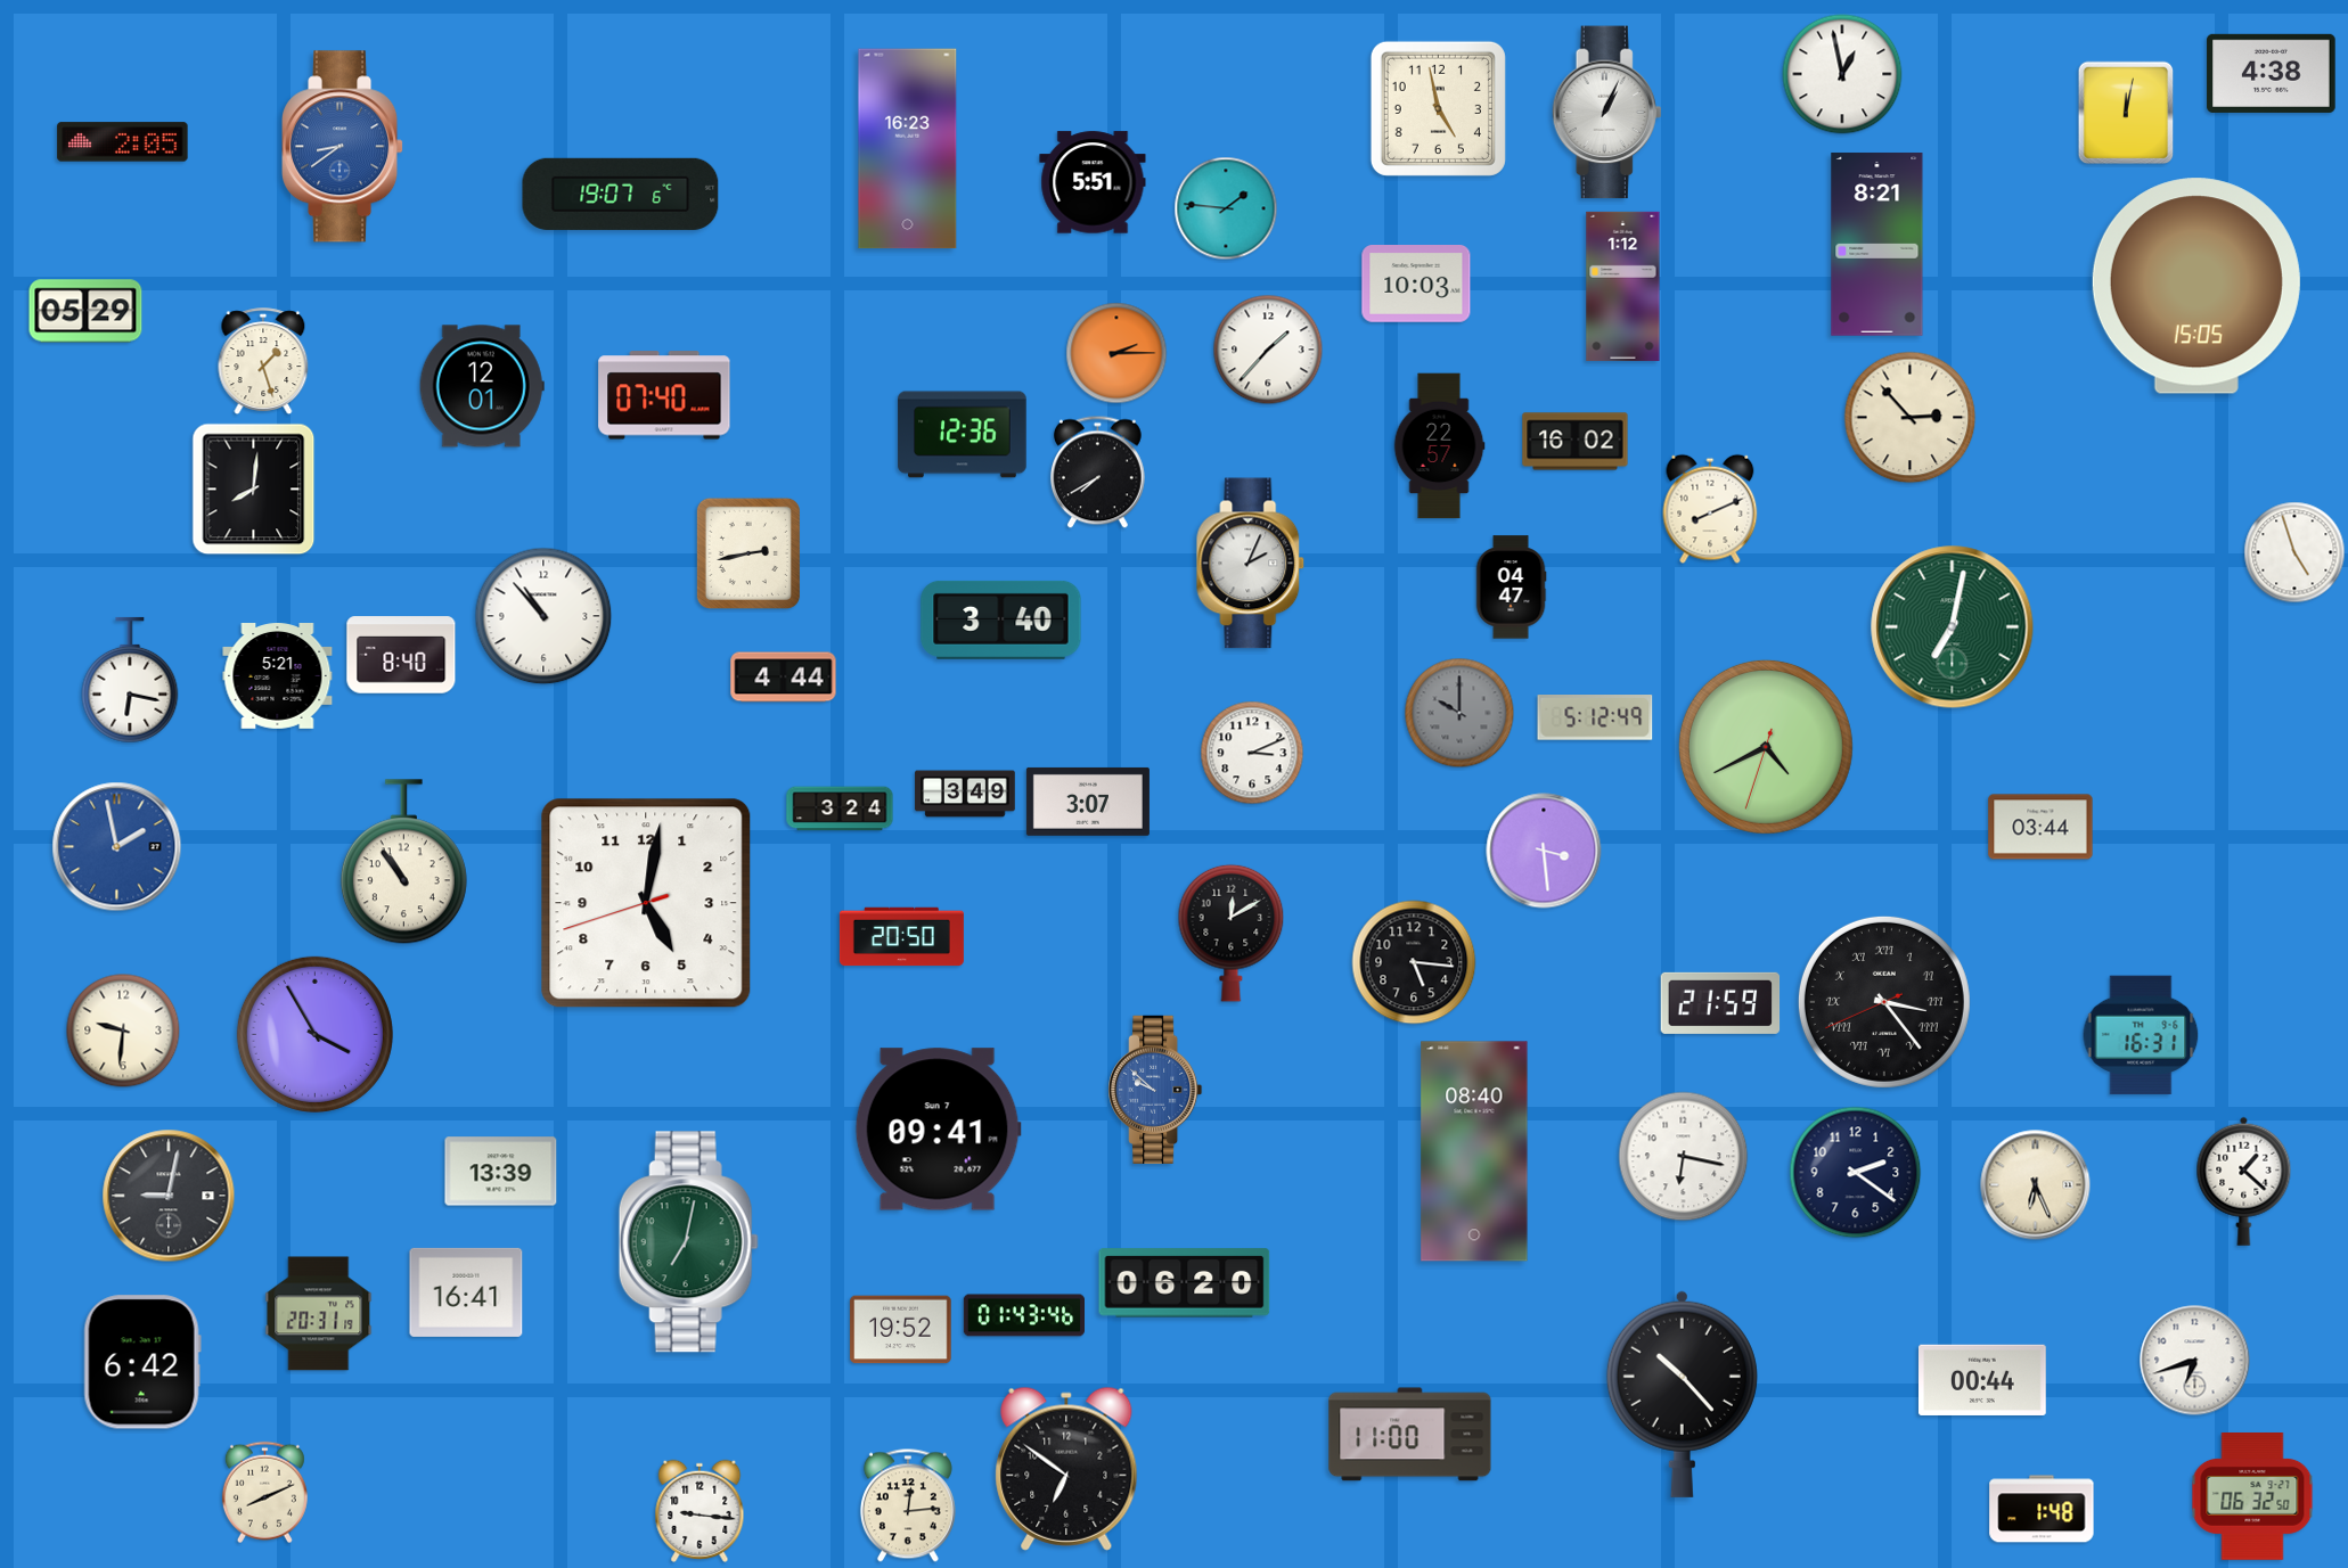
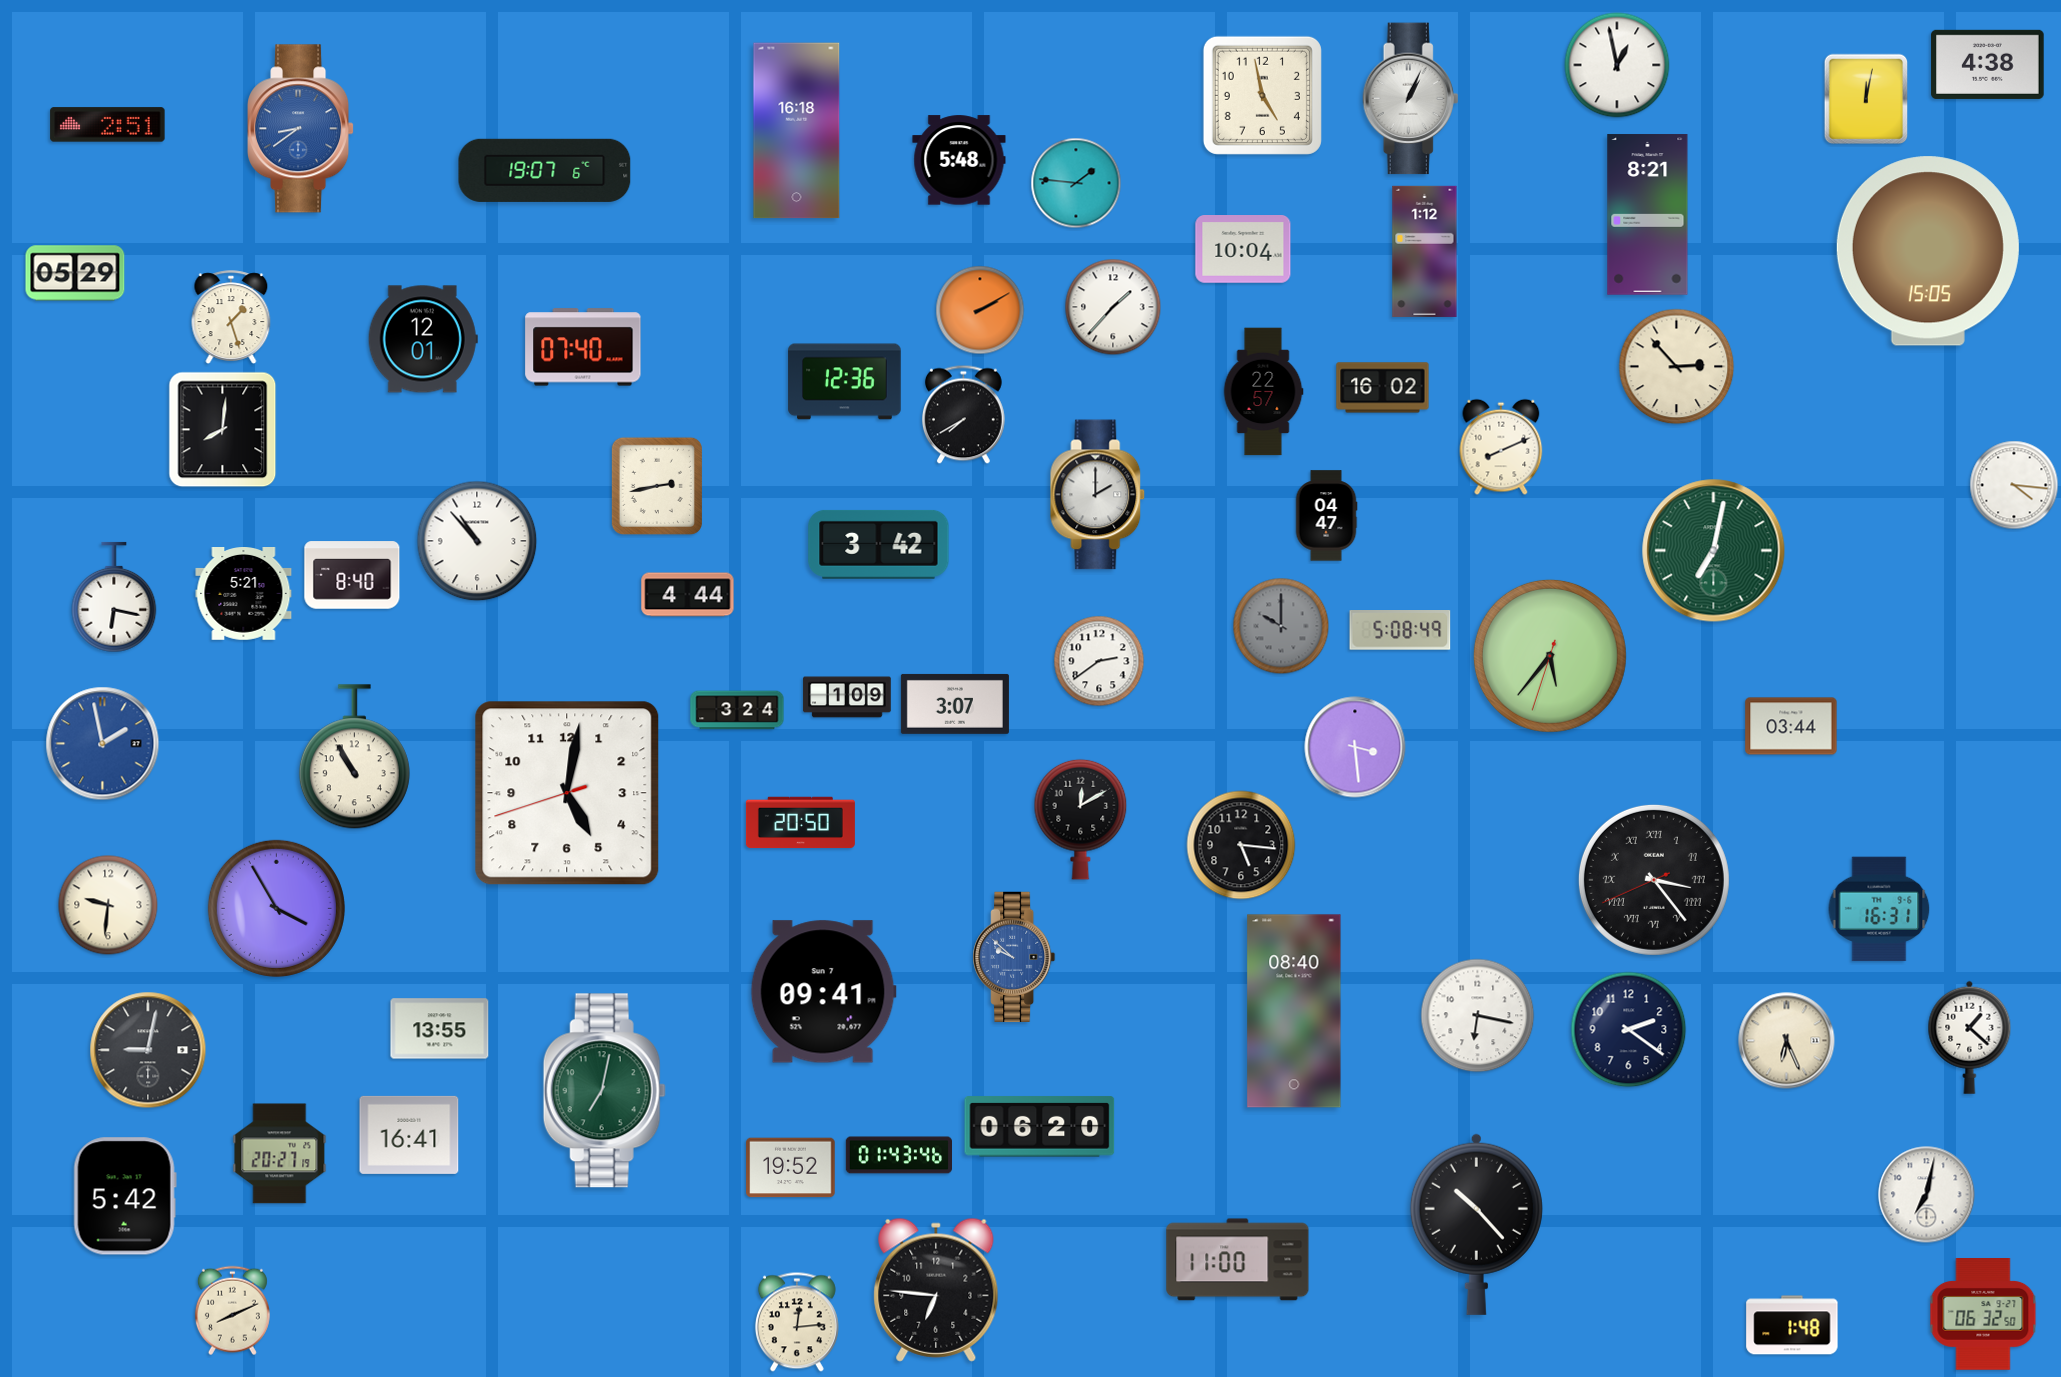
clock at (2272, 73) position: (2272, 73) -> (1988, 64)
clock at (123, 142): 2:05 -> 2:51
clock at (908, 149): 16:23 -> 16:18
clock at (1093, 182): 5:51 -> 5:48
clock at (1416, 285): 10:03 -> 10:04
clock at (1116, 353): 2:15 -> 2:10
clock at (2294, 552): 4:57 -> 4:16
clock at (1251, 564): 2:04 -> 2:00
clock at (1001, 619): 3:40 -> 3:42
clock at (1595, 719): 5:12 -> 5:08
clock at (1766, 747): 4:40 -> 5:36
clock at (1252, 753): 3:11 -> 2:39
clock at (965, 794): 3:49 -> 1:09
clock at (403, 862): 10:54 -> 10:55
clock at (901, 937) position: (901, 937) -> (800, 823)
clock at (1720, 1003): 21:59 -> none
clock at (501, 1172): 13:39 -> 13:55
clock at (319, 1314): 20:31 -> 20:27
clock at (2195, 1361): 6:42 -> 7:02
clock at (142, 1362): 6:42 -> 5:42
clock at (1983, 1379): 00:44 -> none
clock at (1066, 1469): 6:51 -> 6:46
clock at (2252, 1497) position: (2252, 1497) -> (1983, 1315)
clock at (700, 1511): 9:16 -> none
